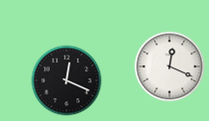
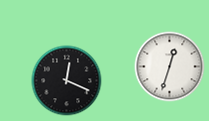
clock at (170, 67): 12:19 -> 12:33
